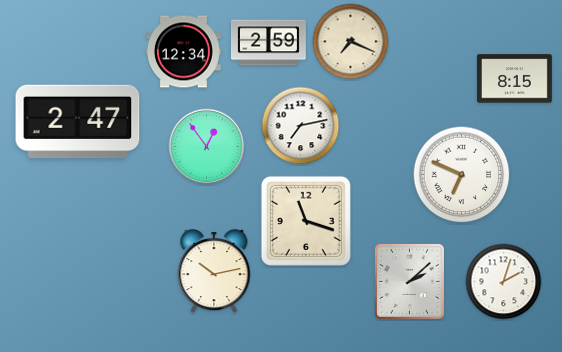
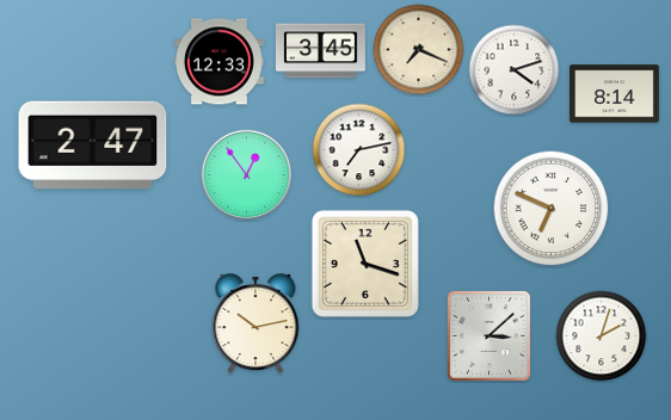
clock at (268, 43): 2:59 -> 3:45
clock at (183, 52): 12:34 -> 12:33
clock at (515, 70): none -> 4:12
clock at (514, 79): 8:15 -> 8:14
clock at (409, 281): 2:08 -> 3:08
